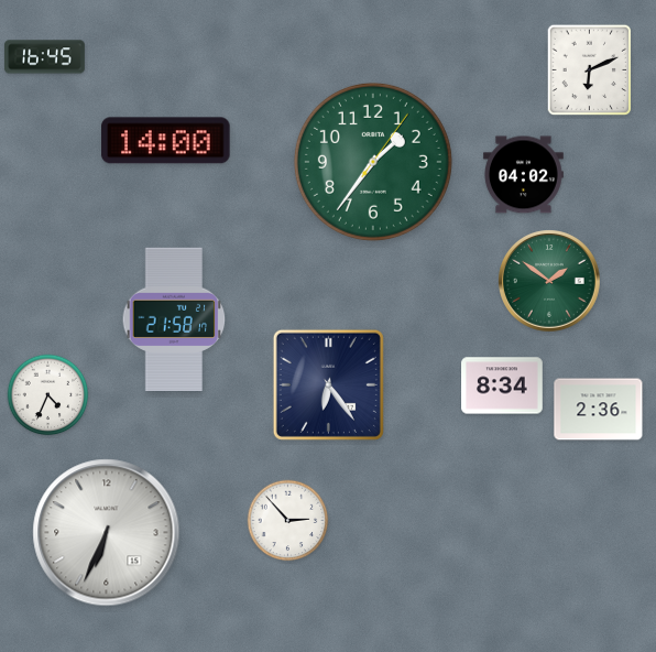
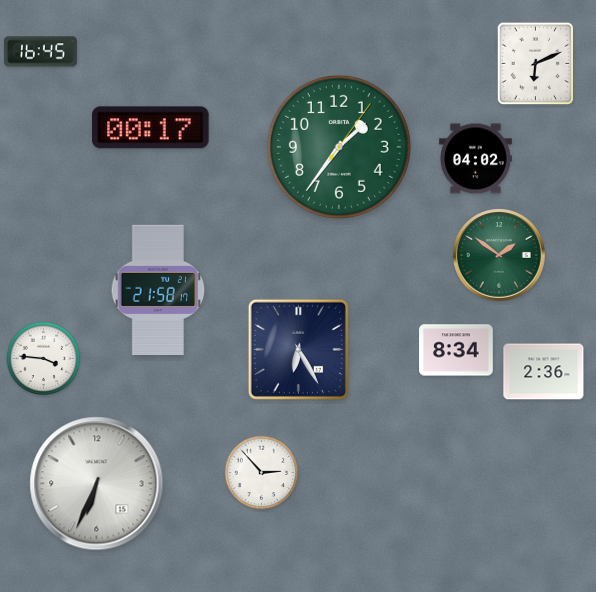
clock at (166, 141): 14:00 -> 00:17
clock at (328, 384): 6:24 -> 6:25
clock at (48, 395): 4:34 -> 3:46
